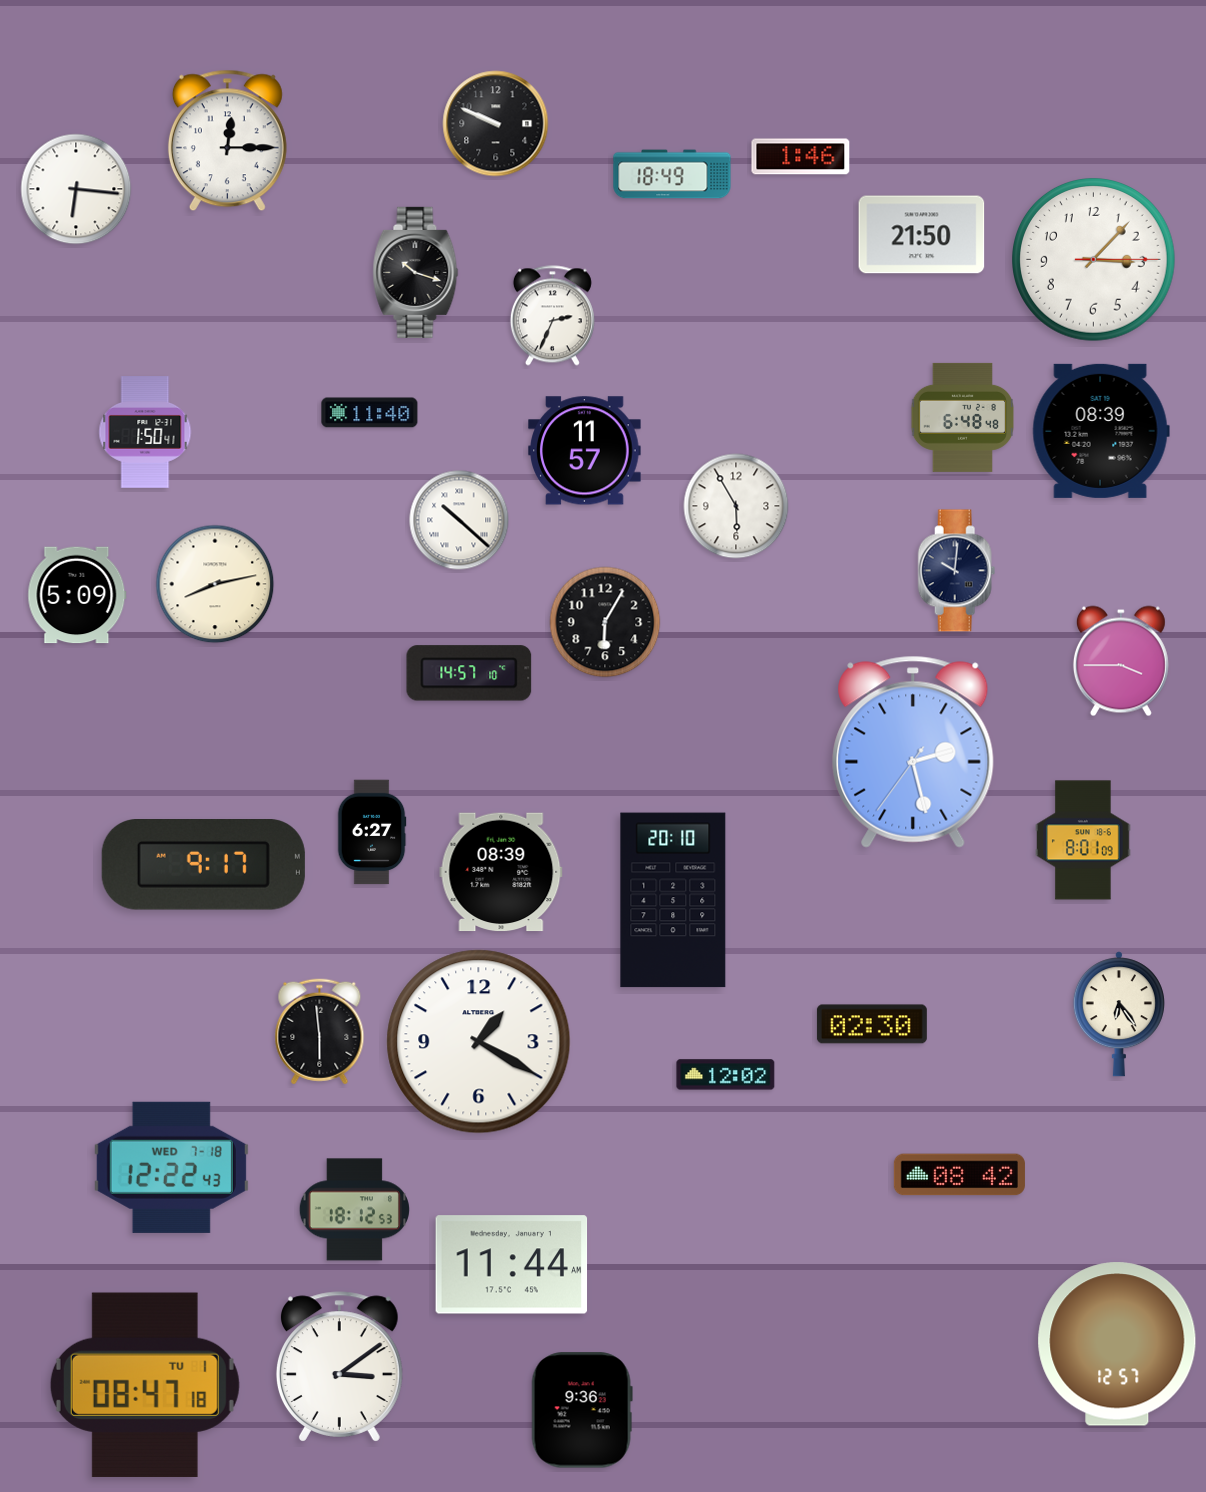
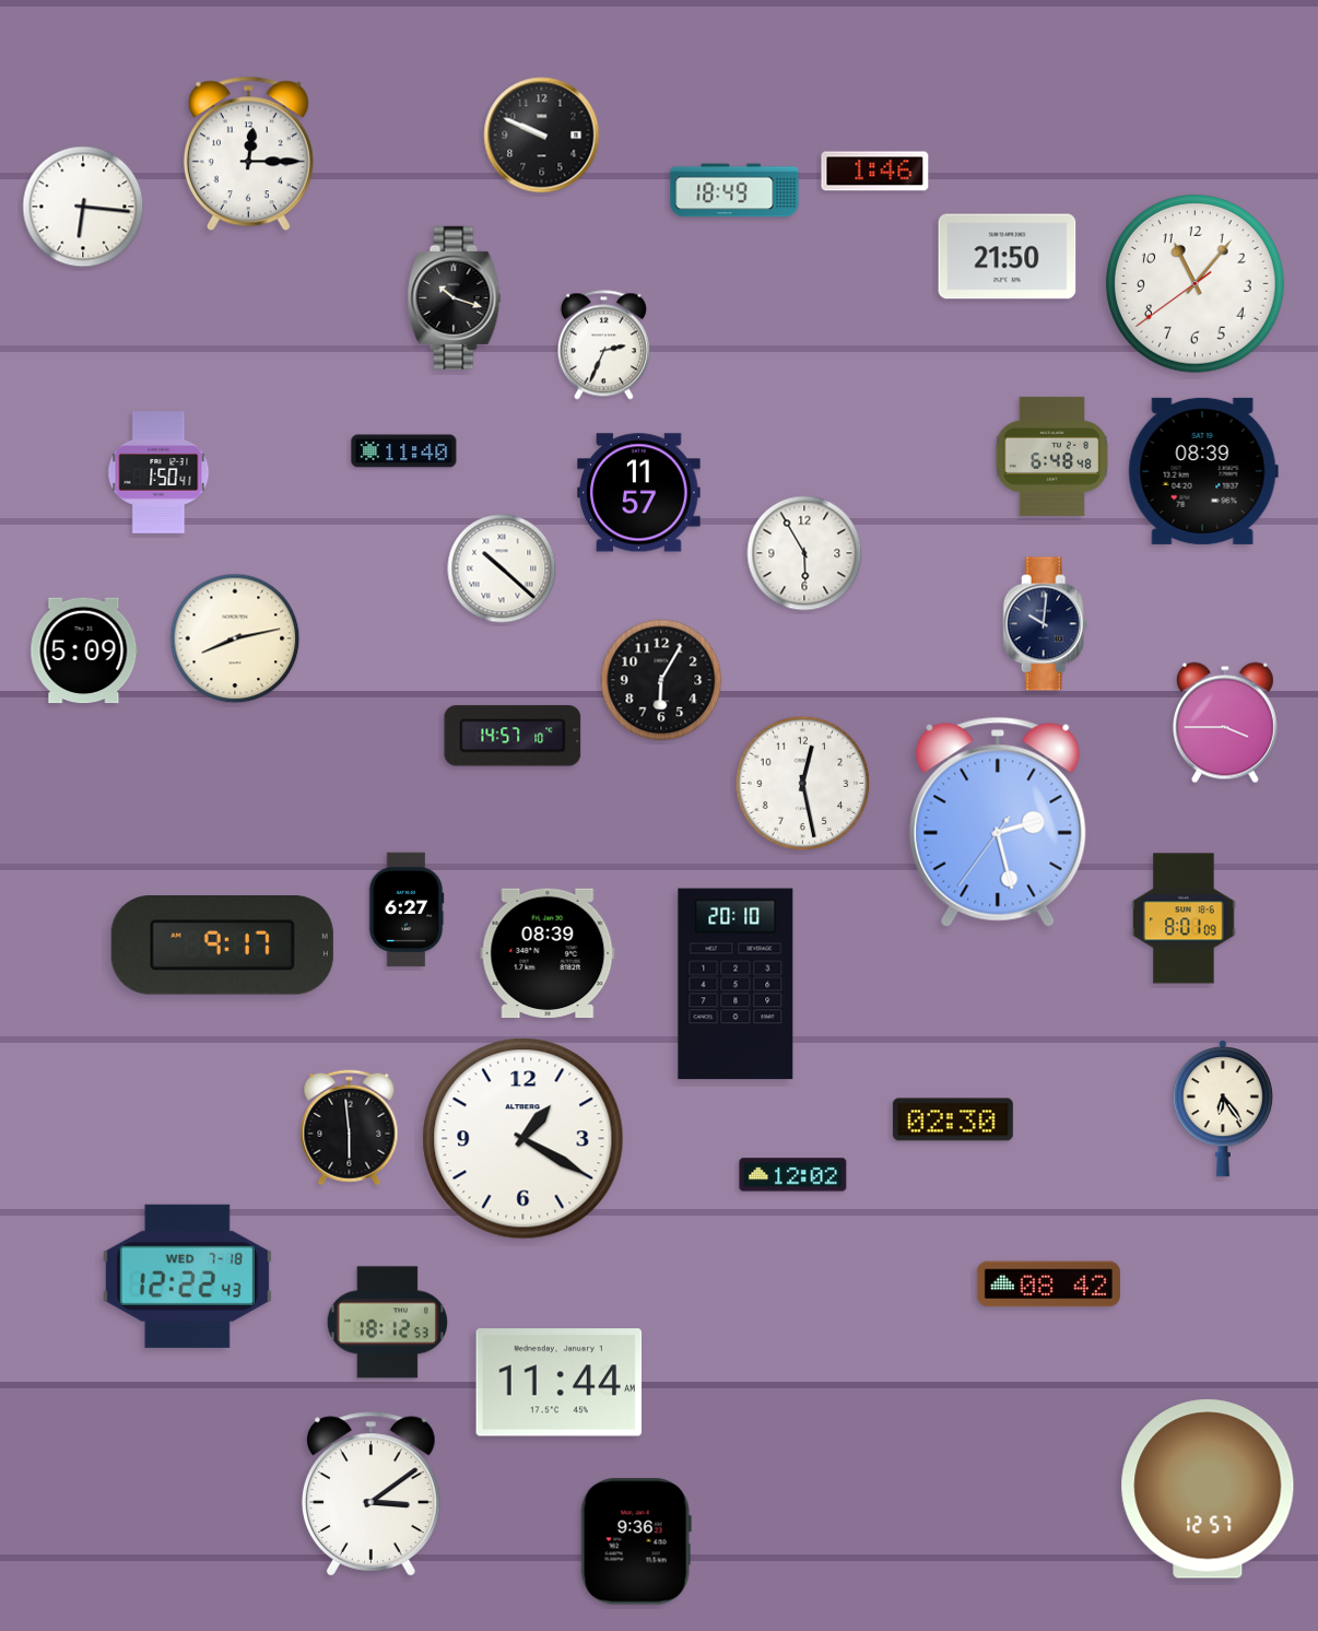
clock at (1094, 260): 3:07 -> 11:06
clock at (803, 784): none -> 12:28
clock at (1117, 1344) position: (1117, 1344) -> (1208, 1489)
clock at (145, 1385): 08:47 -> none
